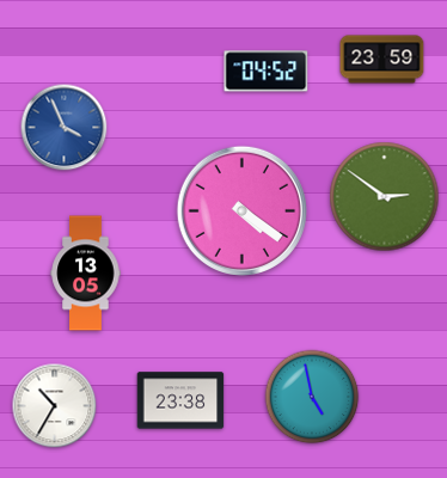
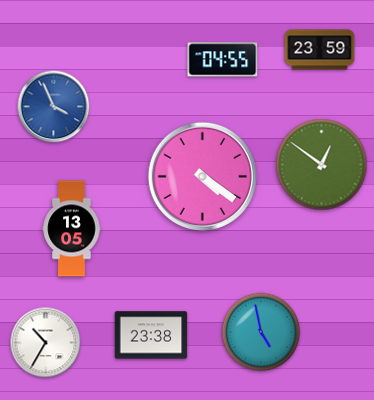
clock at (267, 72): 04:52 -> 04:55
clock at (385, 197): 2:51 -> 12:51
clock at (55, 406) position: (55, 406) -> (46, 343)
